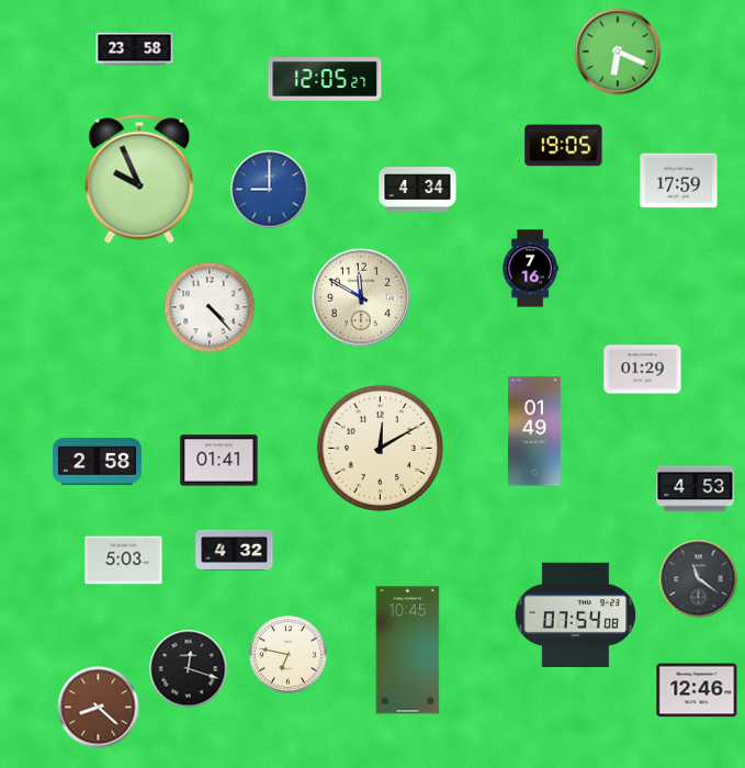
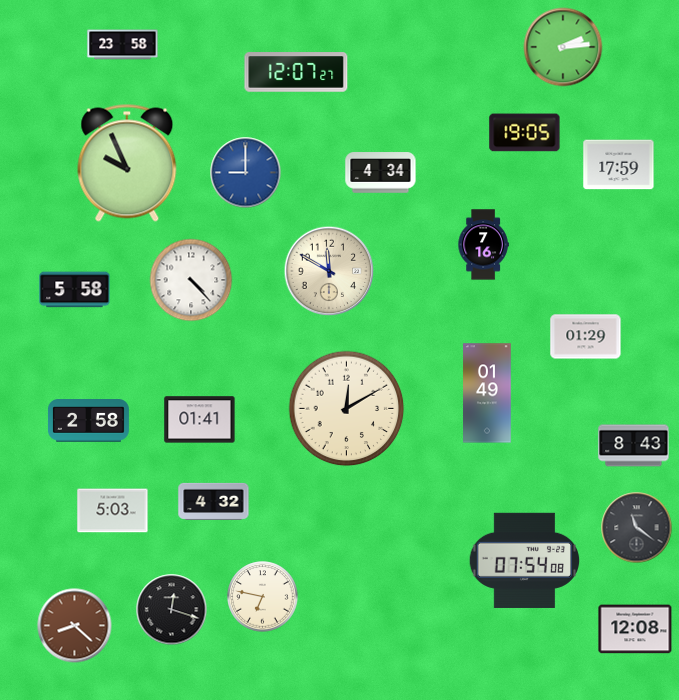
clock at (618, 52): 6:19 -> 2:14
clock at (325, 79): 12:05 -> 12:07
clock at (564, 146) position: (564, 146) -> (525, 133)
clock at (75, 290): none -> 5:58
clock at (696, 489): 4:53 -> 8:43
clock at (408, 651): 10:45 -> none
clock at (697, 690): 12:46 -> 12:08
clock at (99, 708) position: (99, 708) -> (75, 626)
